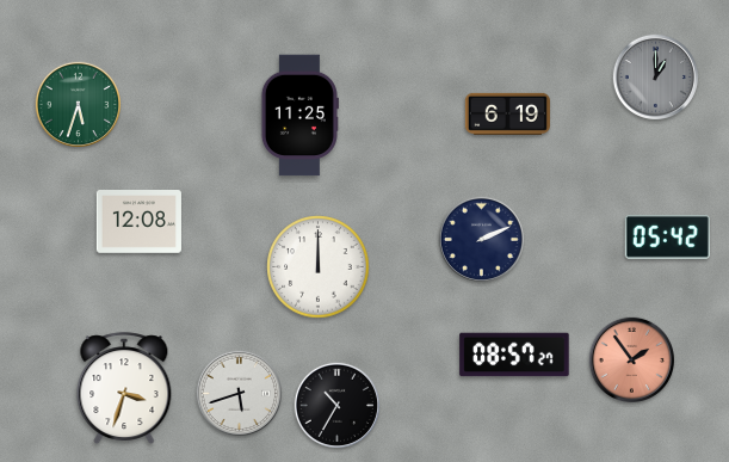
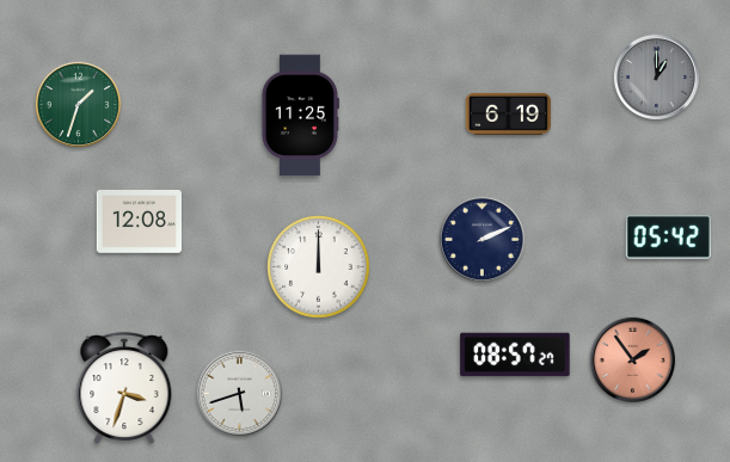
clock at (78, 104): 5:33 -> 1:33
clock at (336, 405): 10:35 -> none
